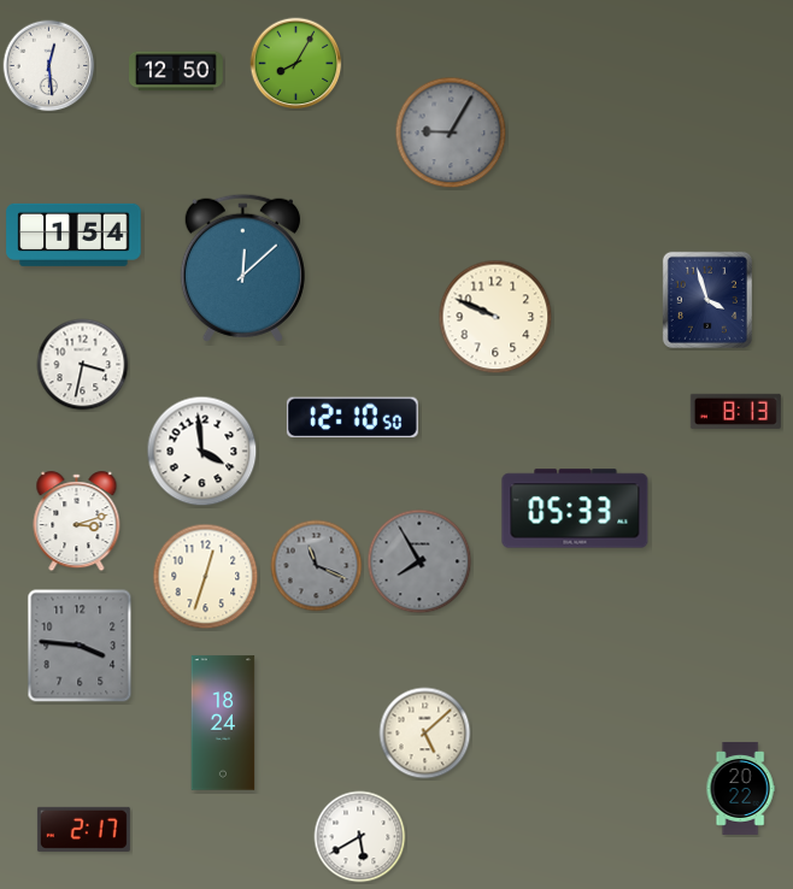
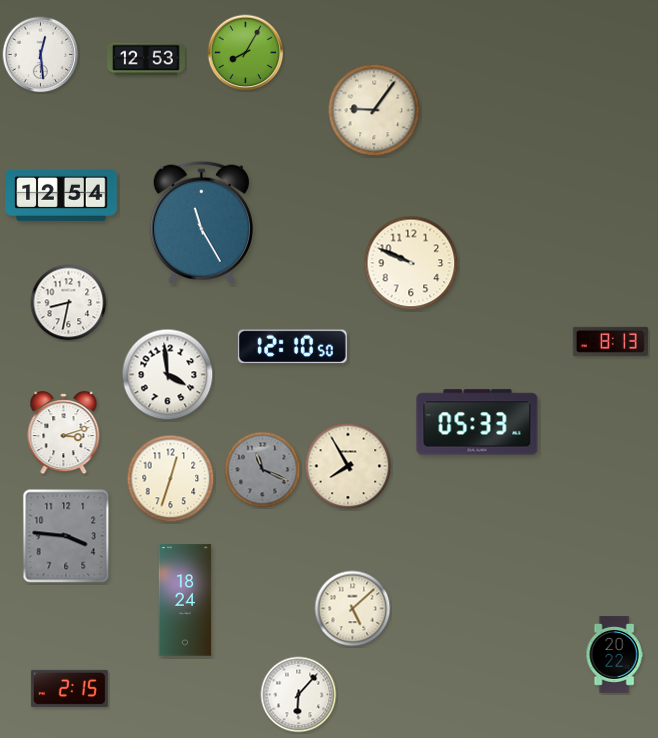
clock at (177, 71): 12:50 -> 12:53
clock at (451, 133): 9:05 -> 9:06
clock at (451, 133) dial: grey -> cream
clock at (74, 235): 1:54 -> 12:54
clock at (242, 267): 12:08 -> 11:25
clock at (707, 300): 3:57 -> none
clock at (83, 365): 3:32 -> 8:32
clock at (419, 561) dial: grey -> cream
clock at (83, 829): 2:17 -> 2:15
clock at (360, 837): 5:40 -> 6:07
